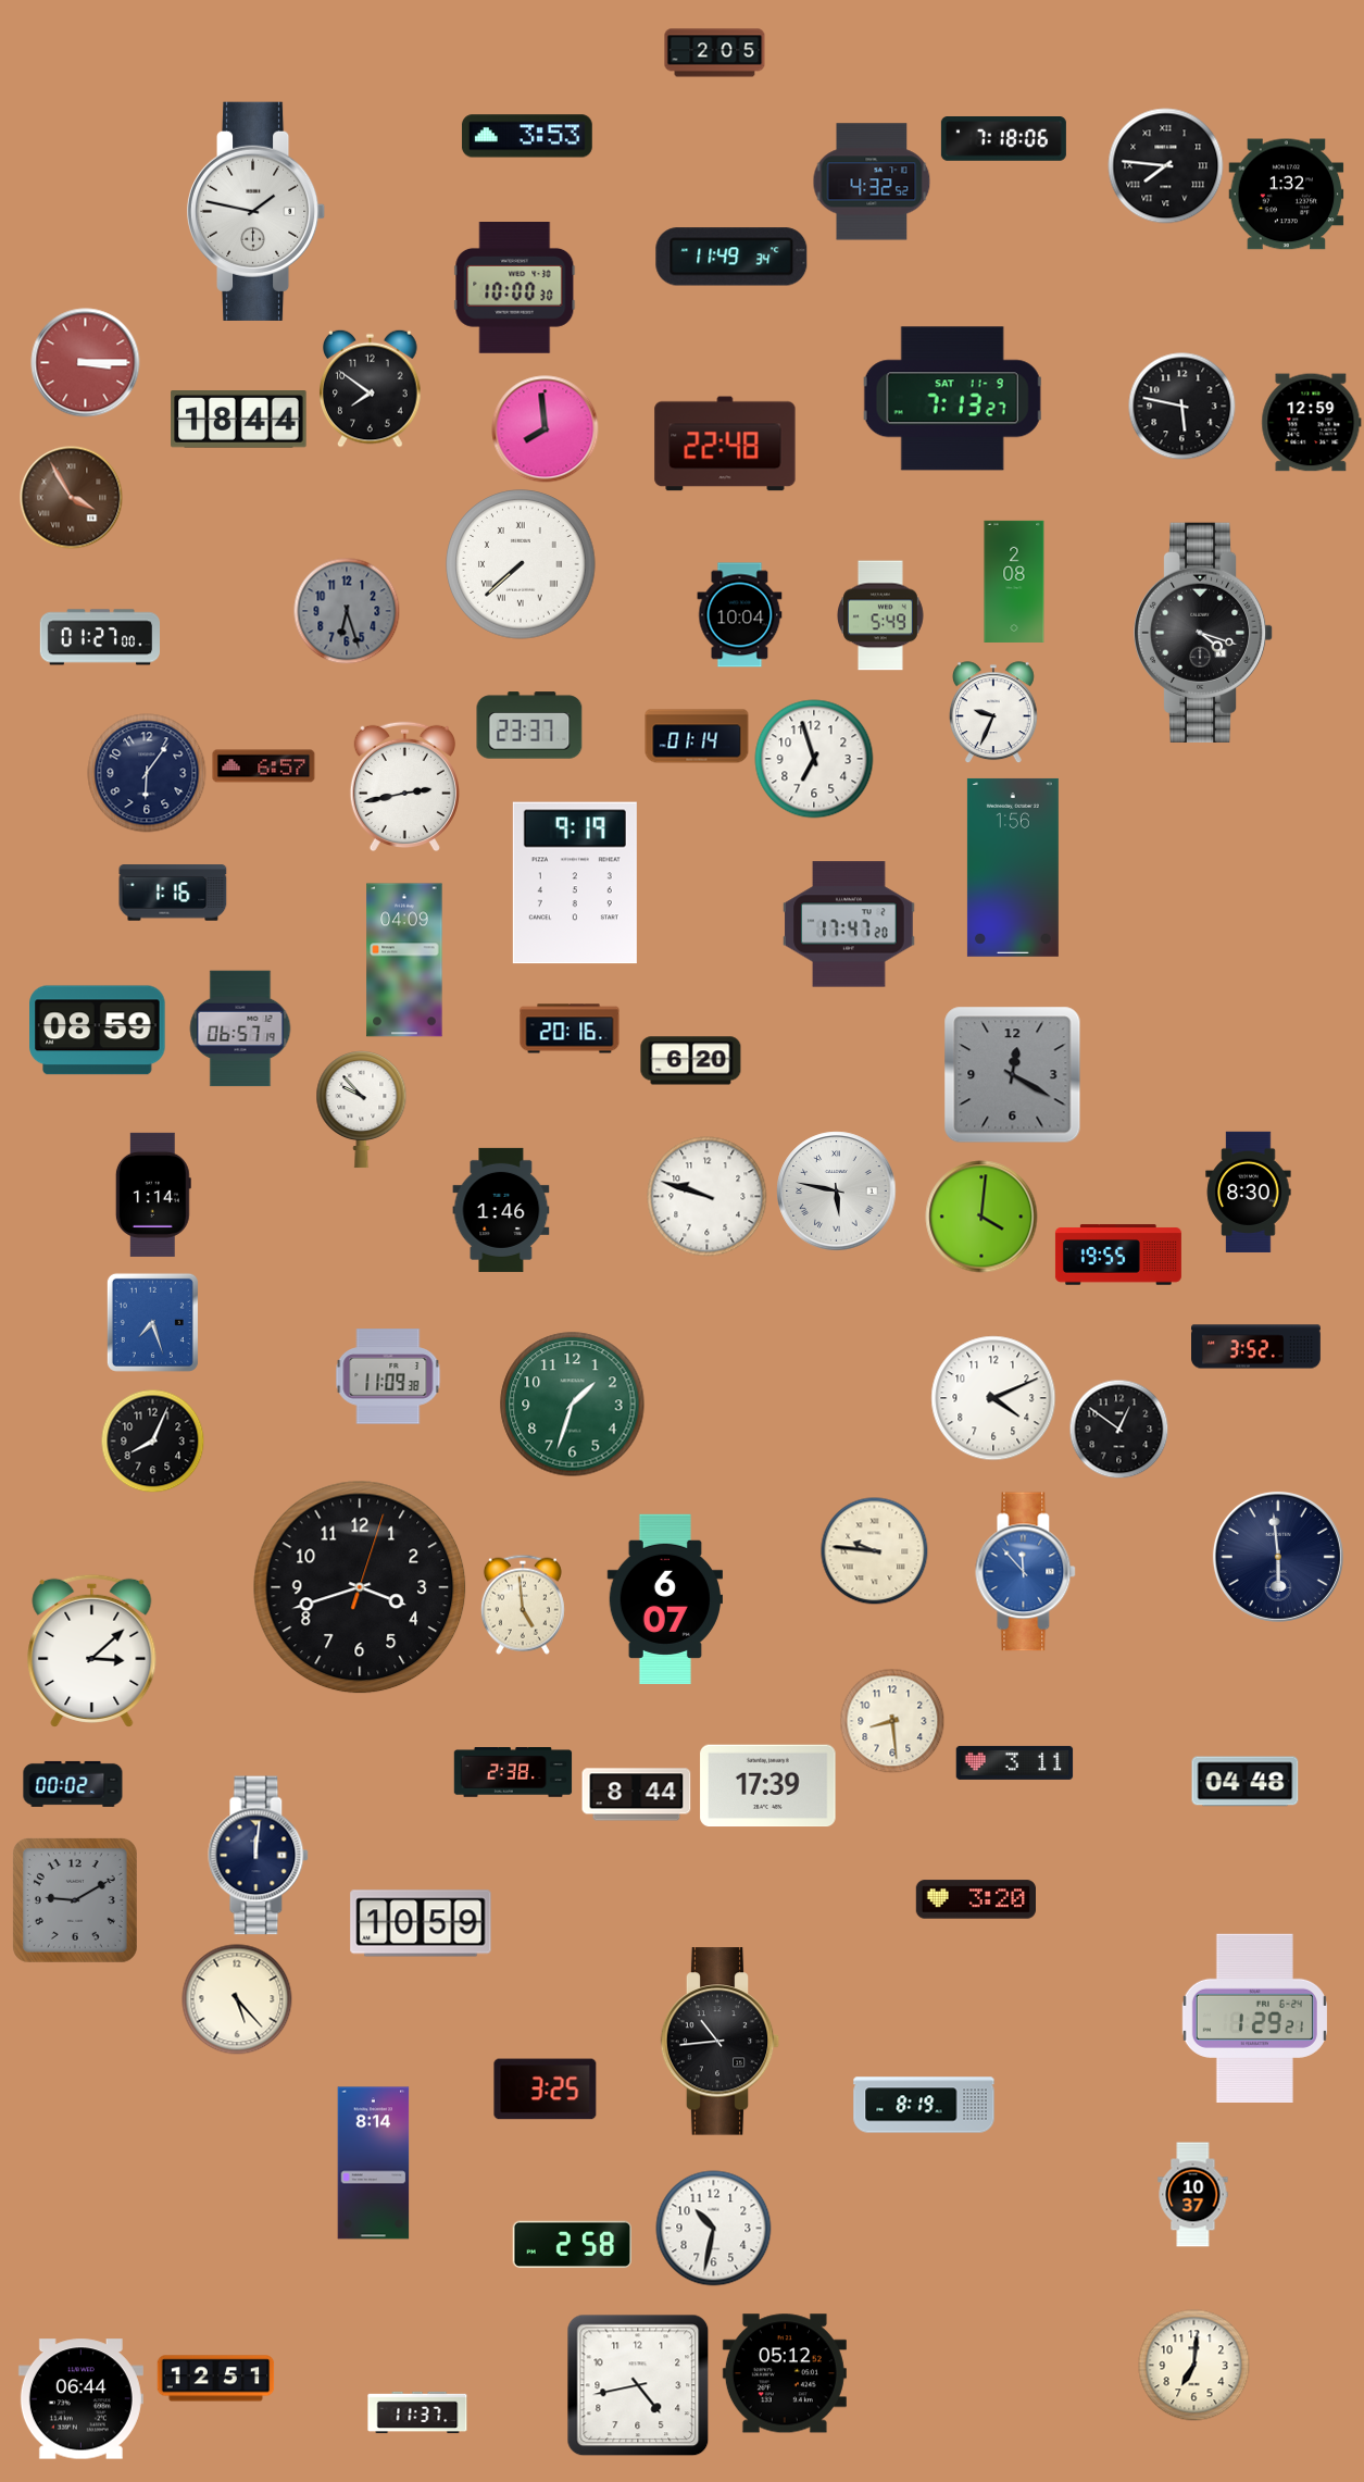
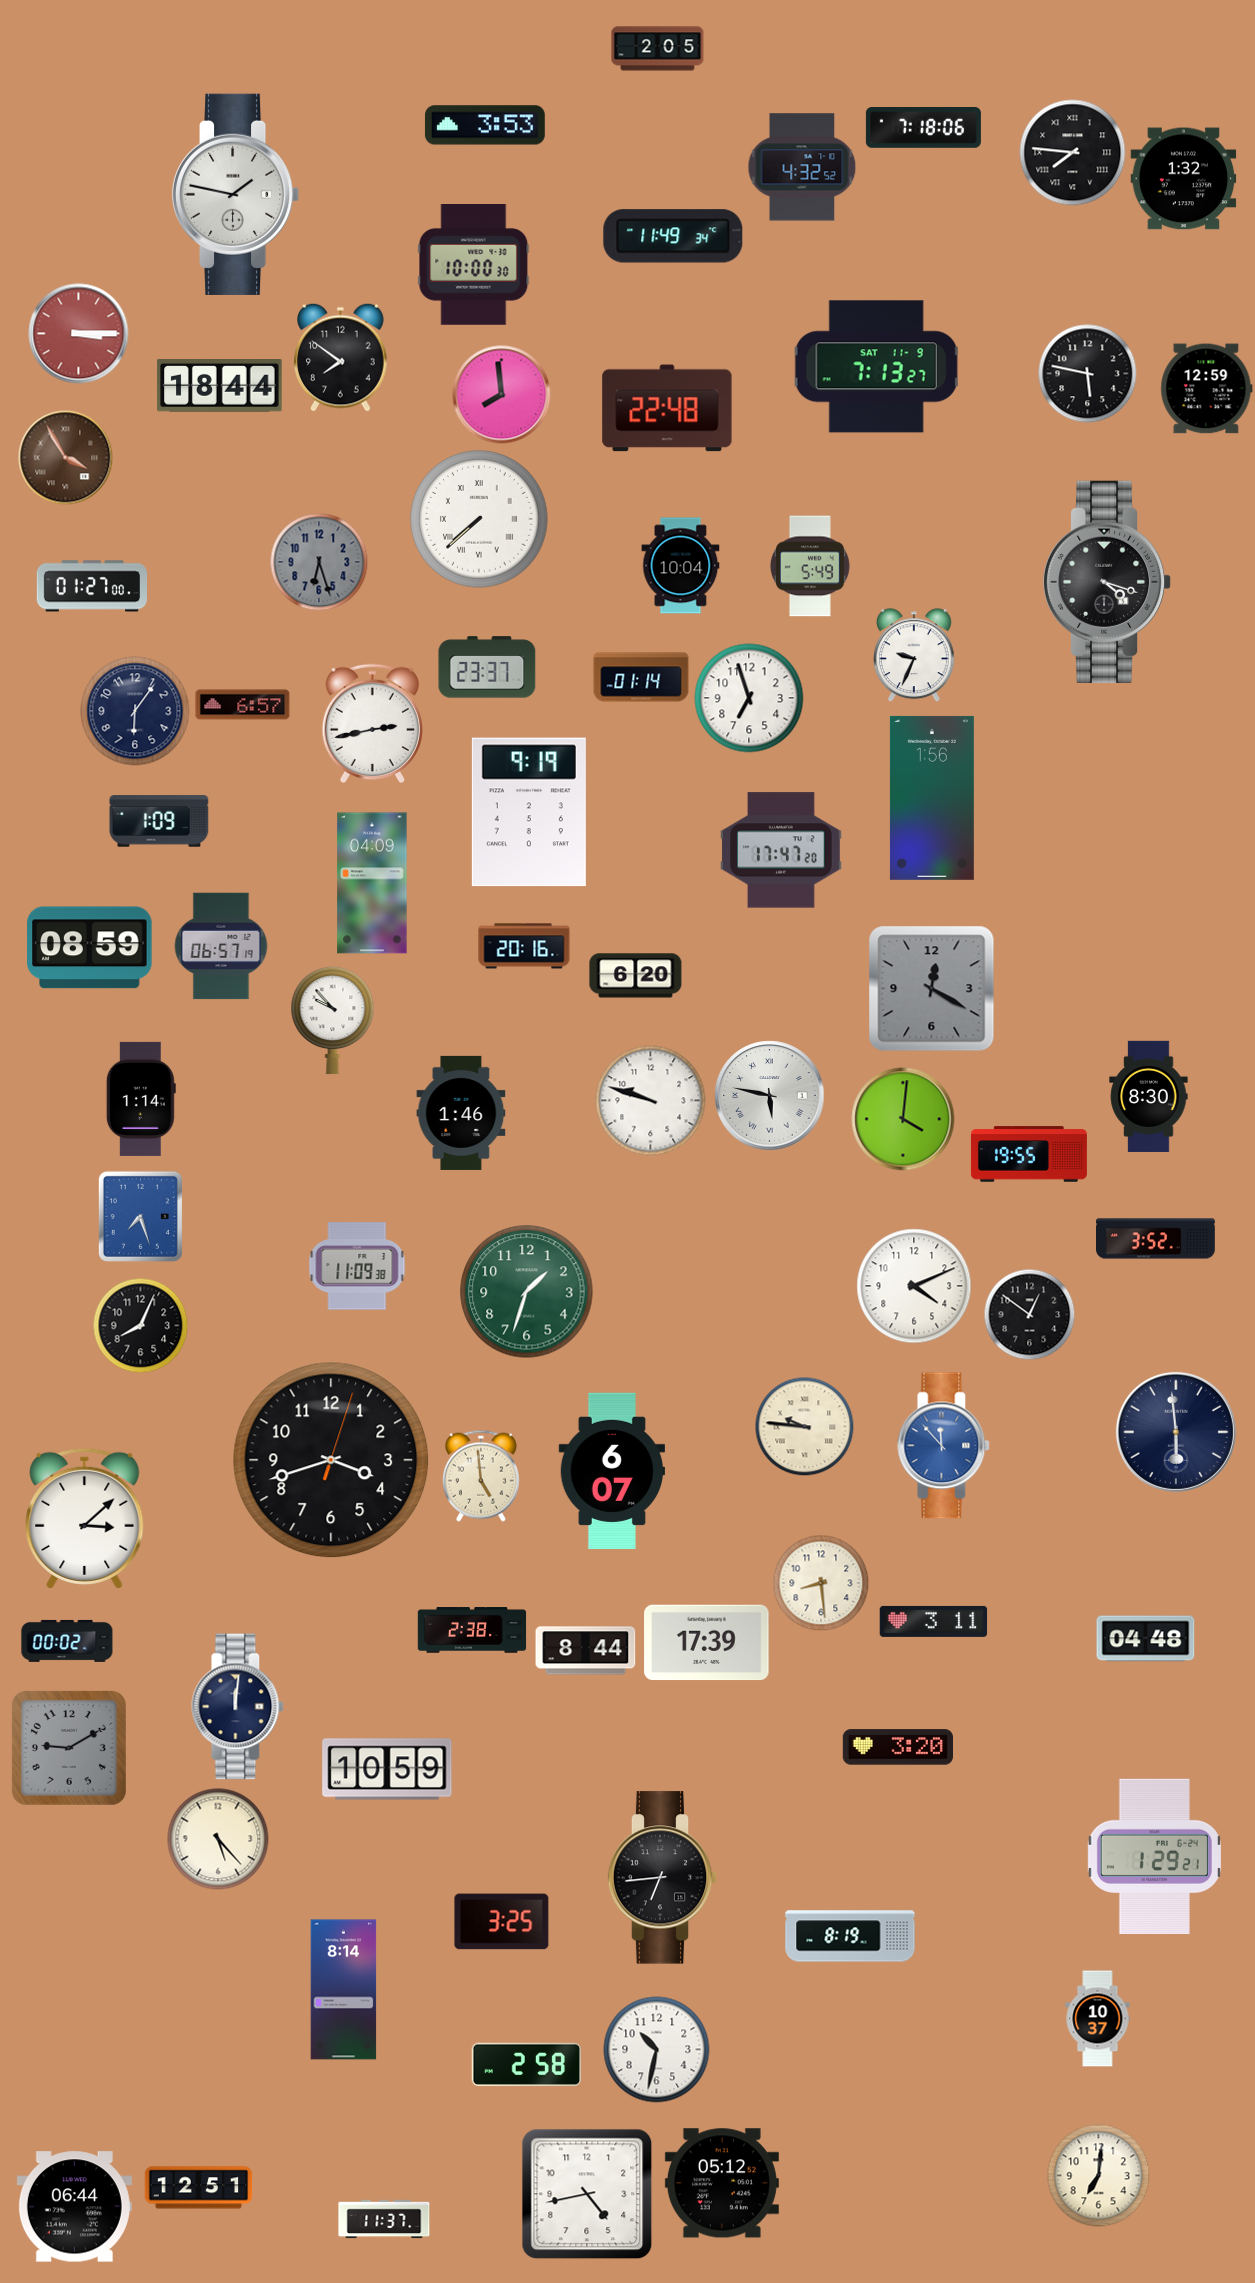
clock at (1014, 582): 2:08 -> none
clock at (173, 893): 1:16 -> 1:09
clock at (721, 2042): 10:44 -> 6:44
